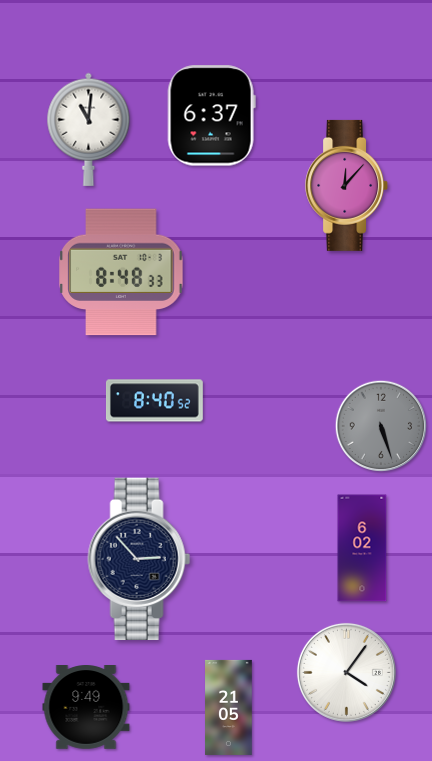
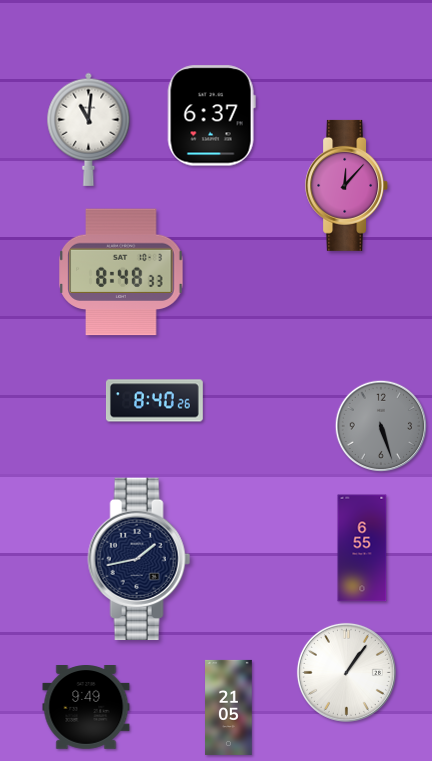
clock at (154, 401): 8:40:52 -> 8:40:26
clock at (362, 548): 6:02 -> 6:55
clock at (139, 558): 2:53 -> 1:43
clock at (346, 672): 4:06 -> 1:06
